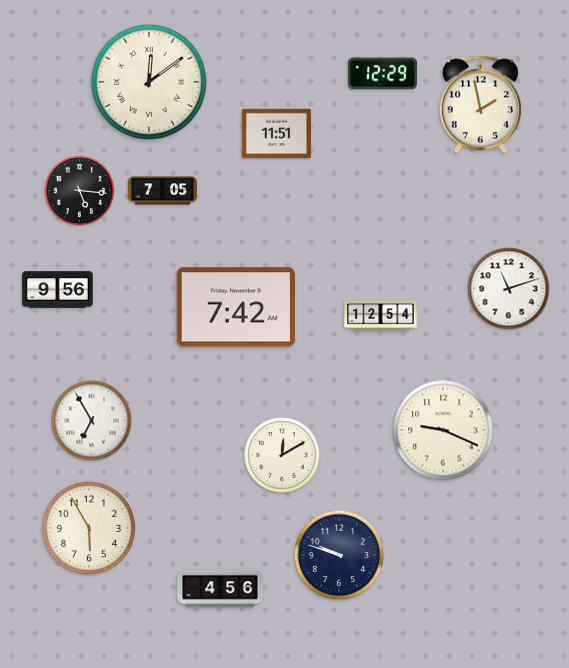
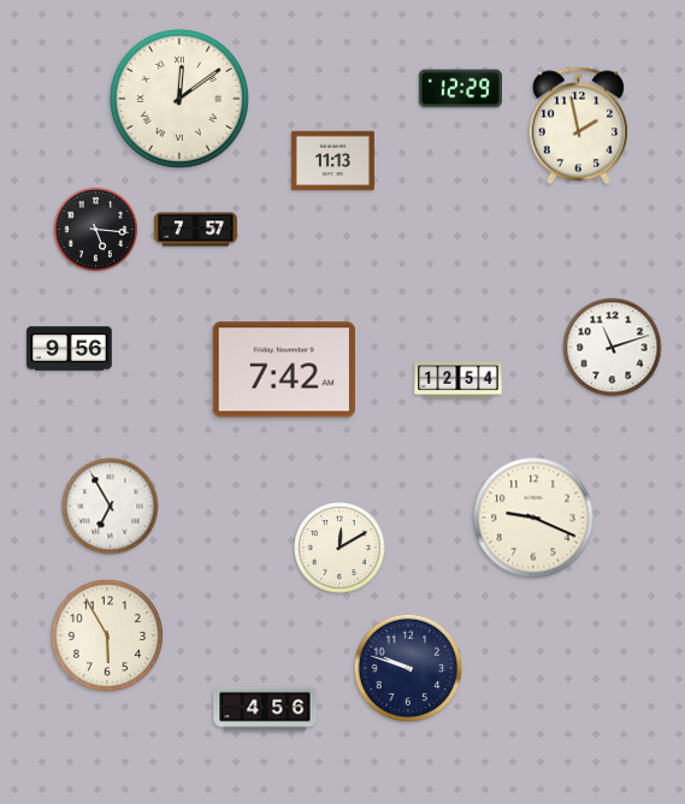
clock at (276, 134): 11:51 -> 11:13
clock at (162, 191): 7:05 -> 7:57
